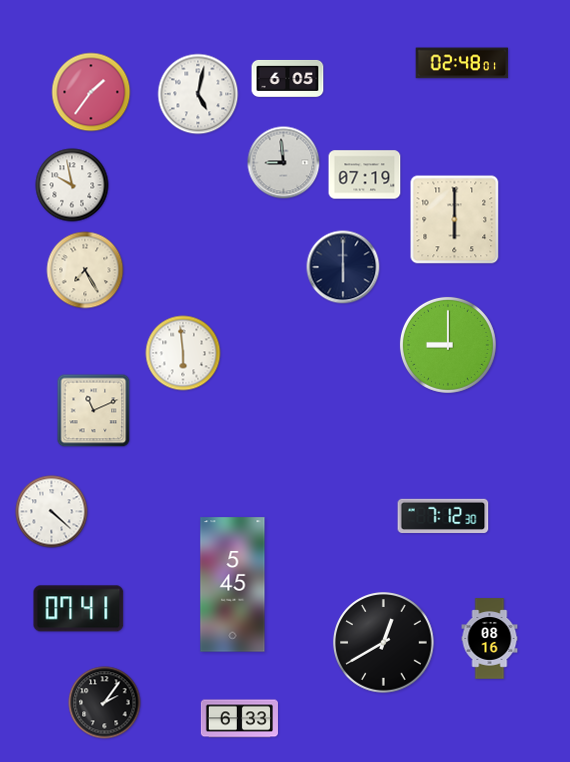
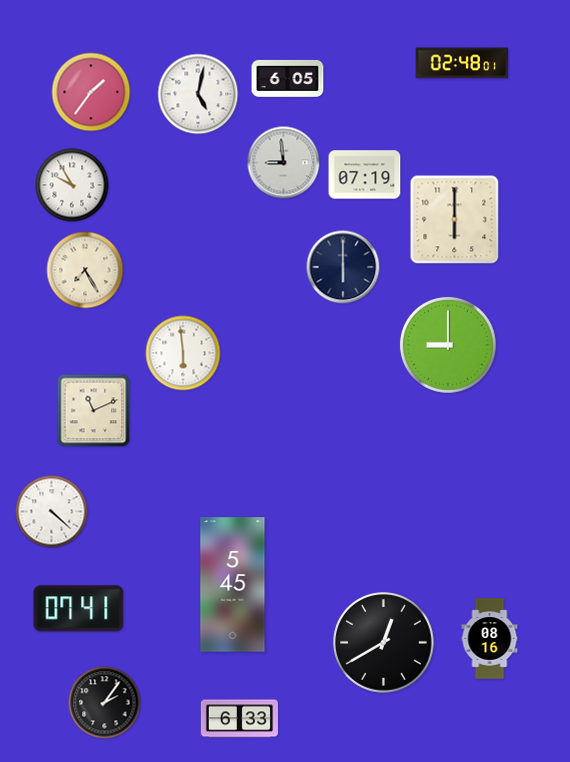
clock at (72, 185): 9:58 -> 9:55
clock at (443, 516): 7:12 -> none
